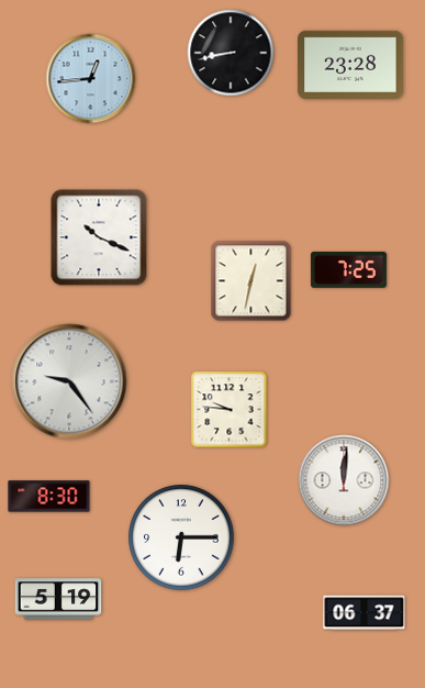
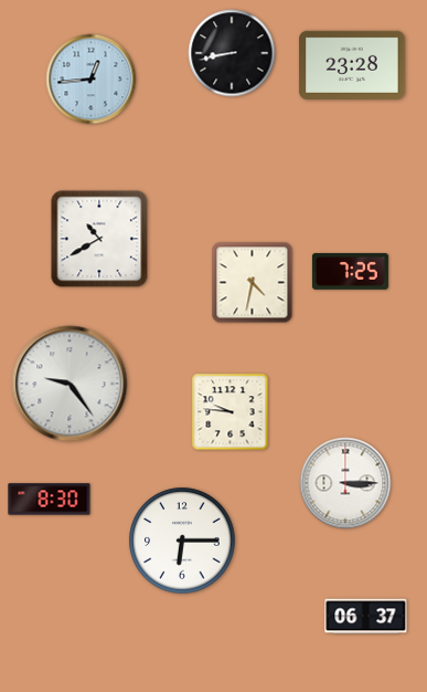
clock at (99, 237): 10:19 -> 10:40
clock at (251, 281): 12:32 -> 4:32
clock at (344, 480): 12:01 -> 3:15
clock at (58, 599): 5:19 -> none
